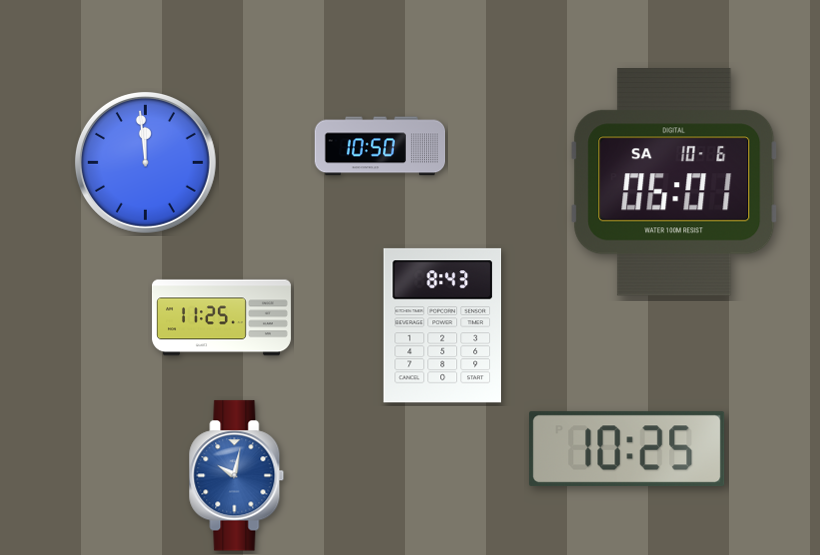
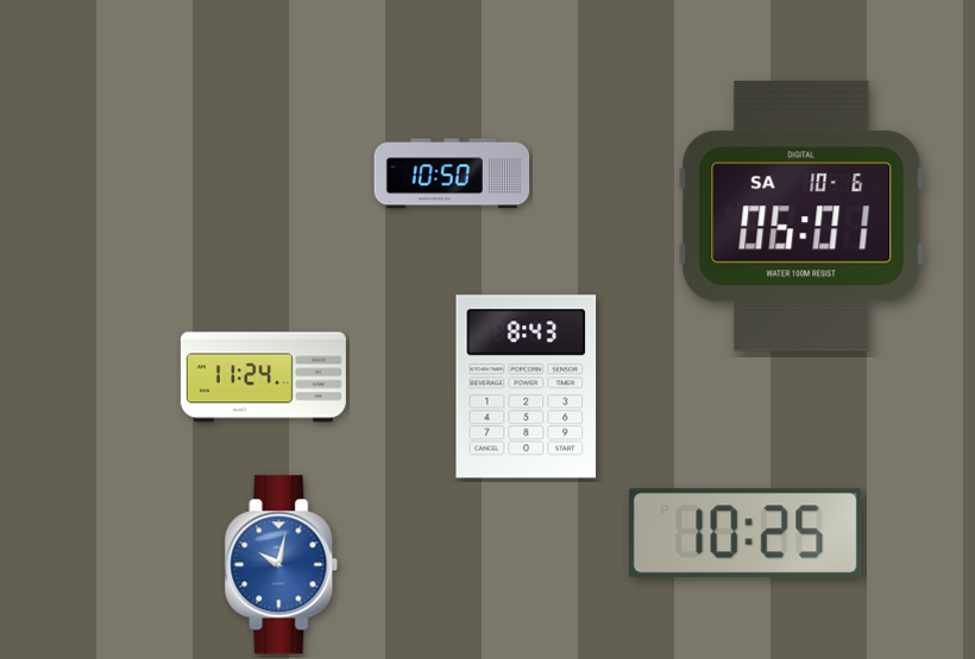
clock at (145, 162): 11:59 -> none
clock at (221, 318): 11:25 -> 11:24
